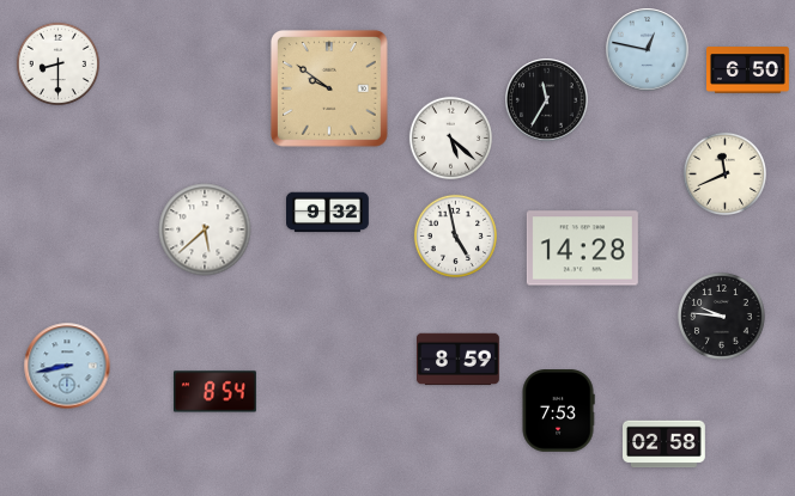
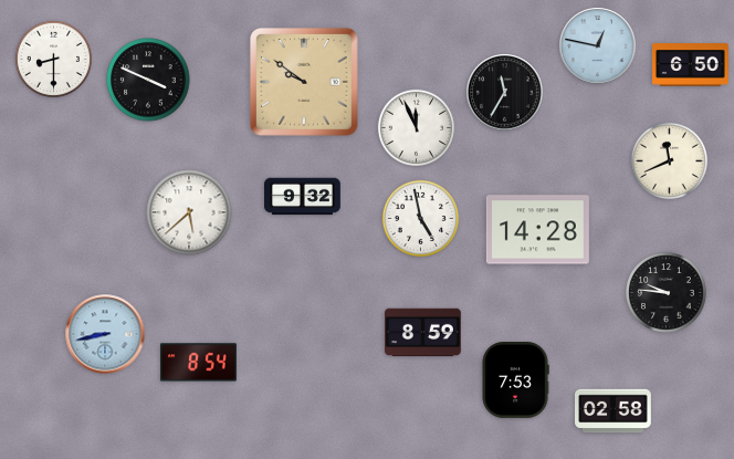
clock at (148, 80): none -> 3:49
clock at (450, 137): 5:22 -> 11:56
clock at (67, 366) position: (67, 366) -> (105, 334)
